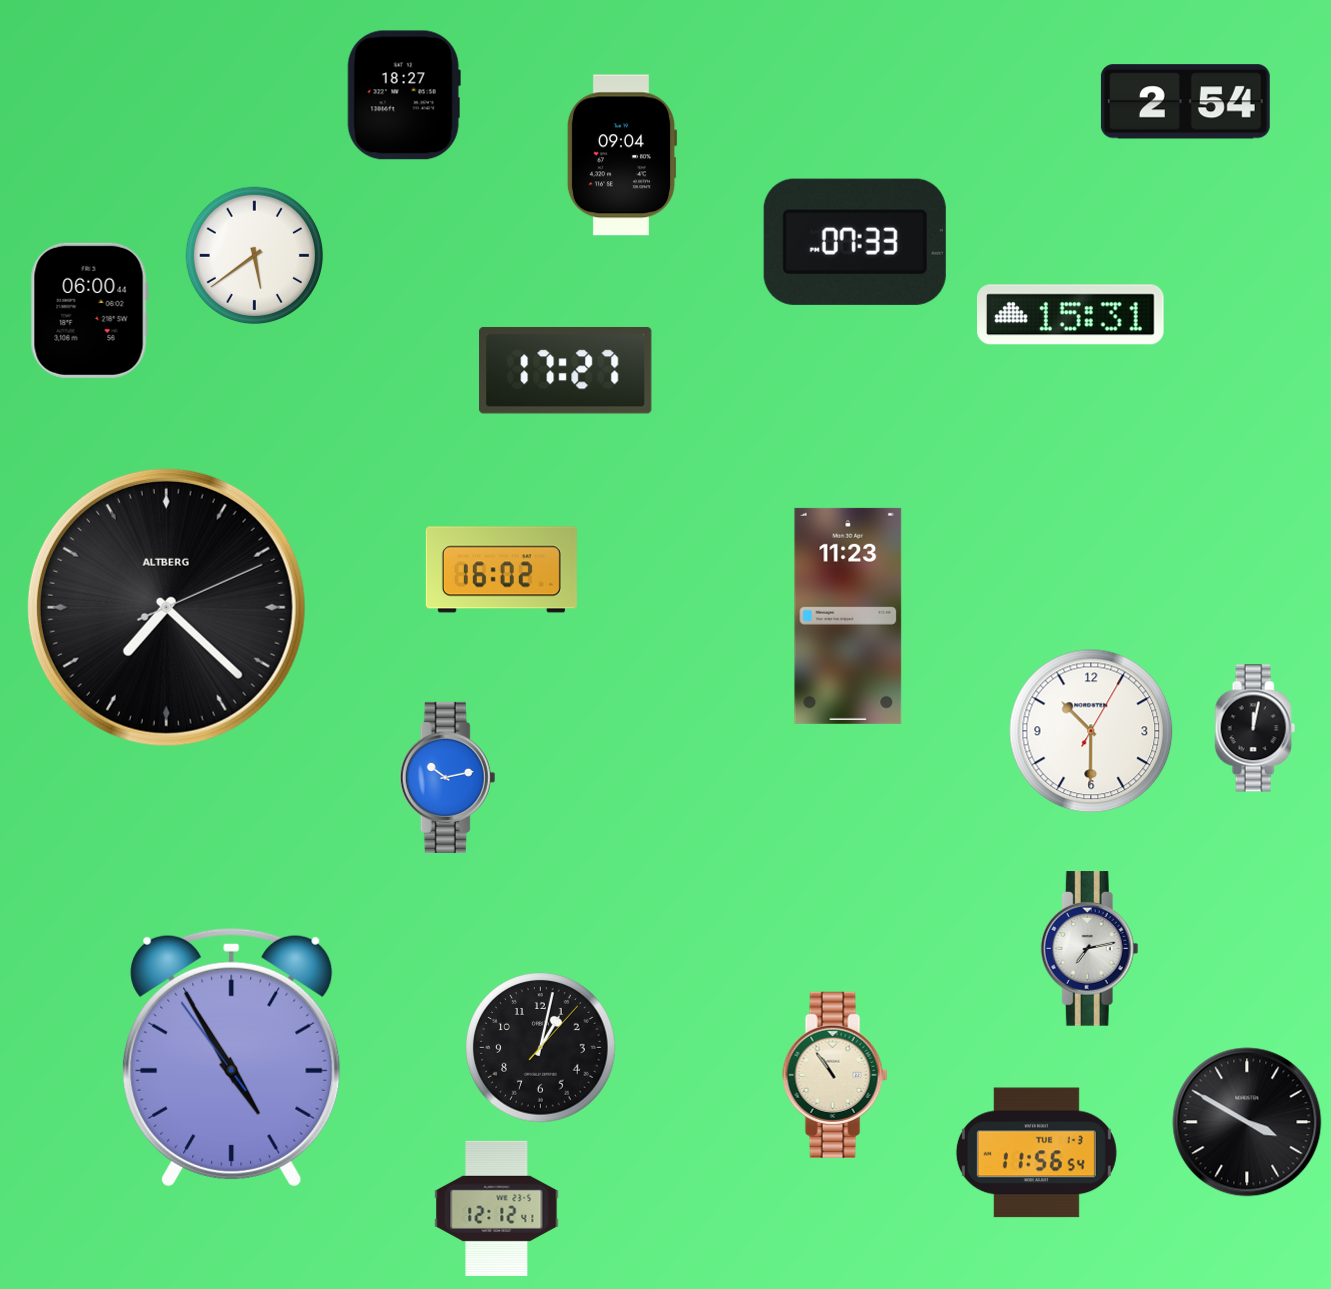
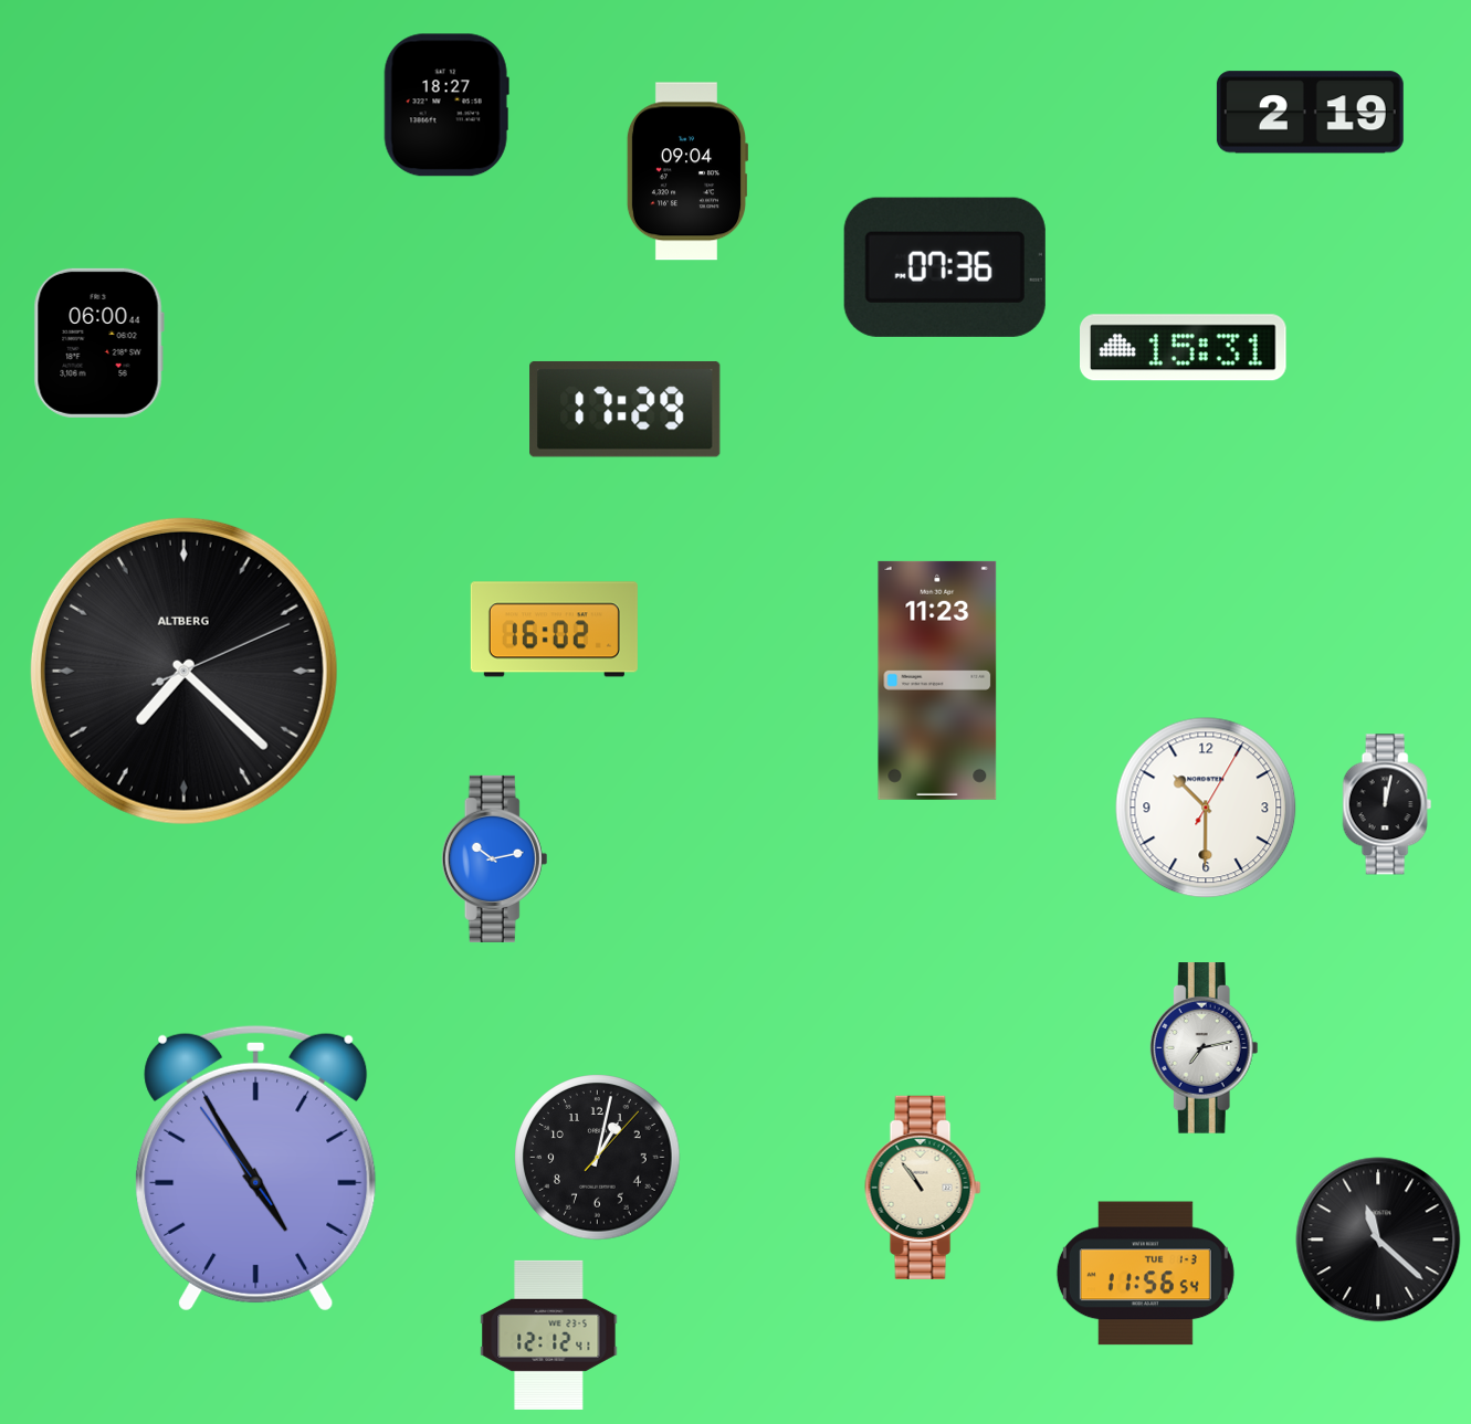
clock at (1185, 102): 2:54 -> 2:19
clock at (855, 242): 07:33 -> 07:36
clock at (255, 256): 5:39 -> none
clock at (566, 370): 17:27 -> 17:29
clock at (1247, 1122): 3:50 -> 11:22
